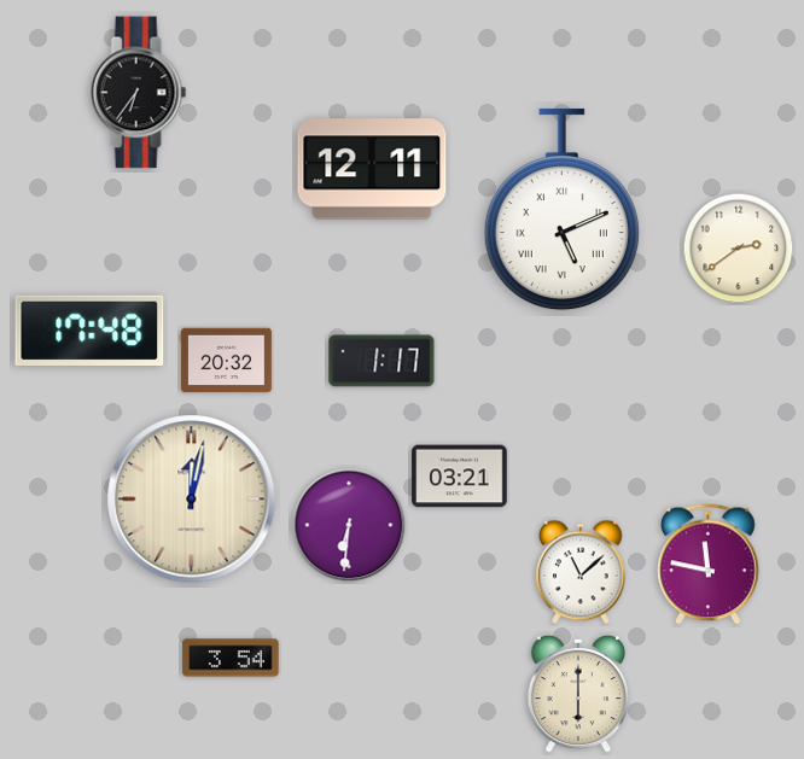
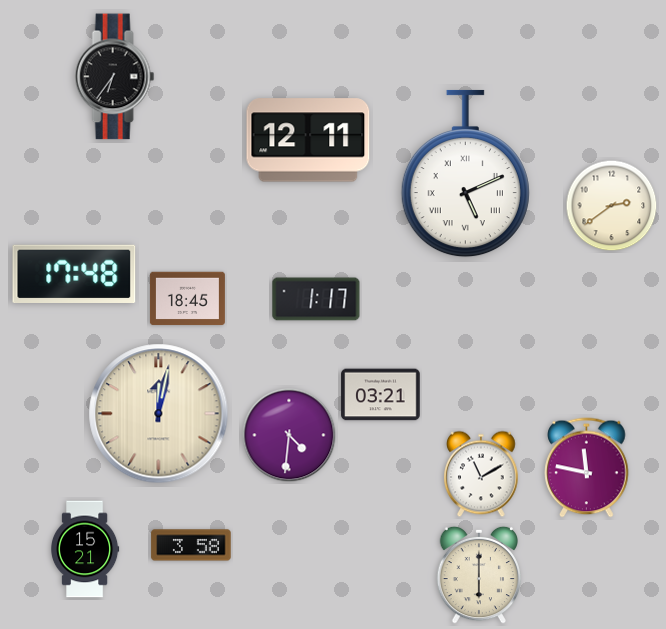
clock at (226, 361): 20:32 -> 18:45
clock at (349, 525): 6:31 -> 4:31
clock at (582, 572): 11:08 -> 11:10
clock at (231, 658): 3:54 -> 3:58
clock at (85, 549): none -> 15:21
